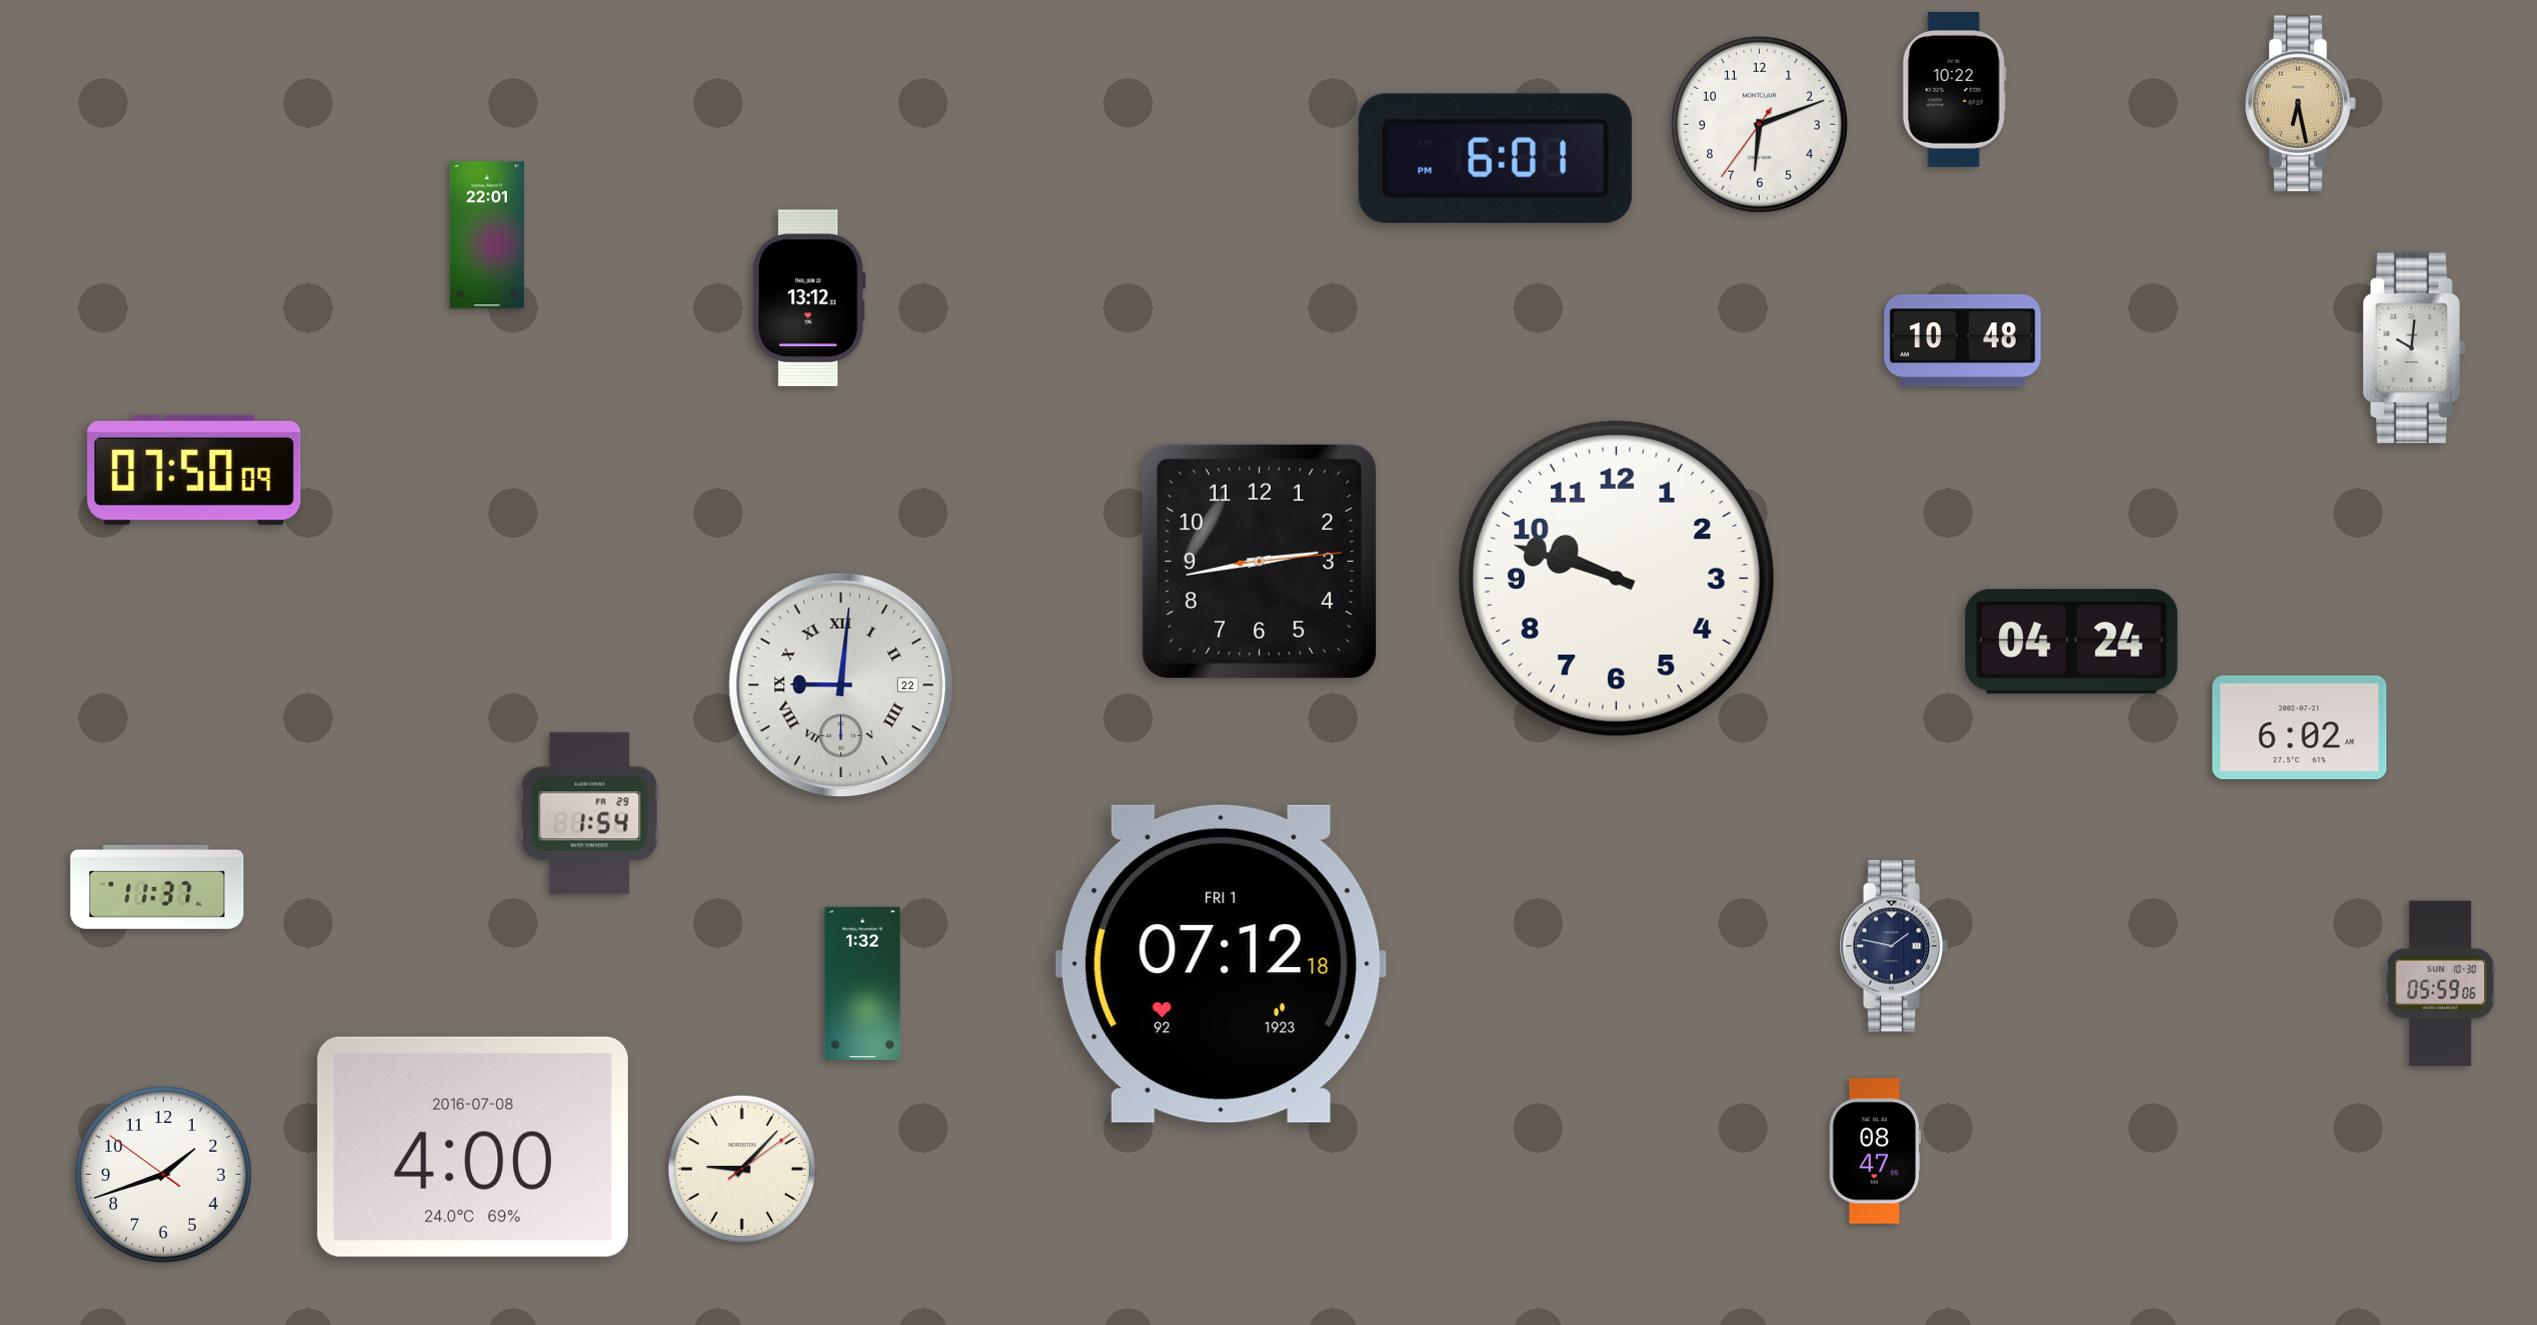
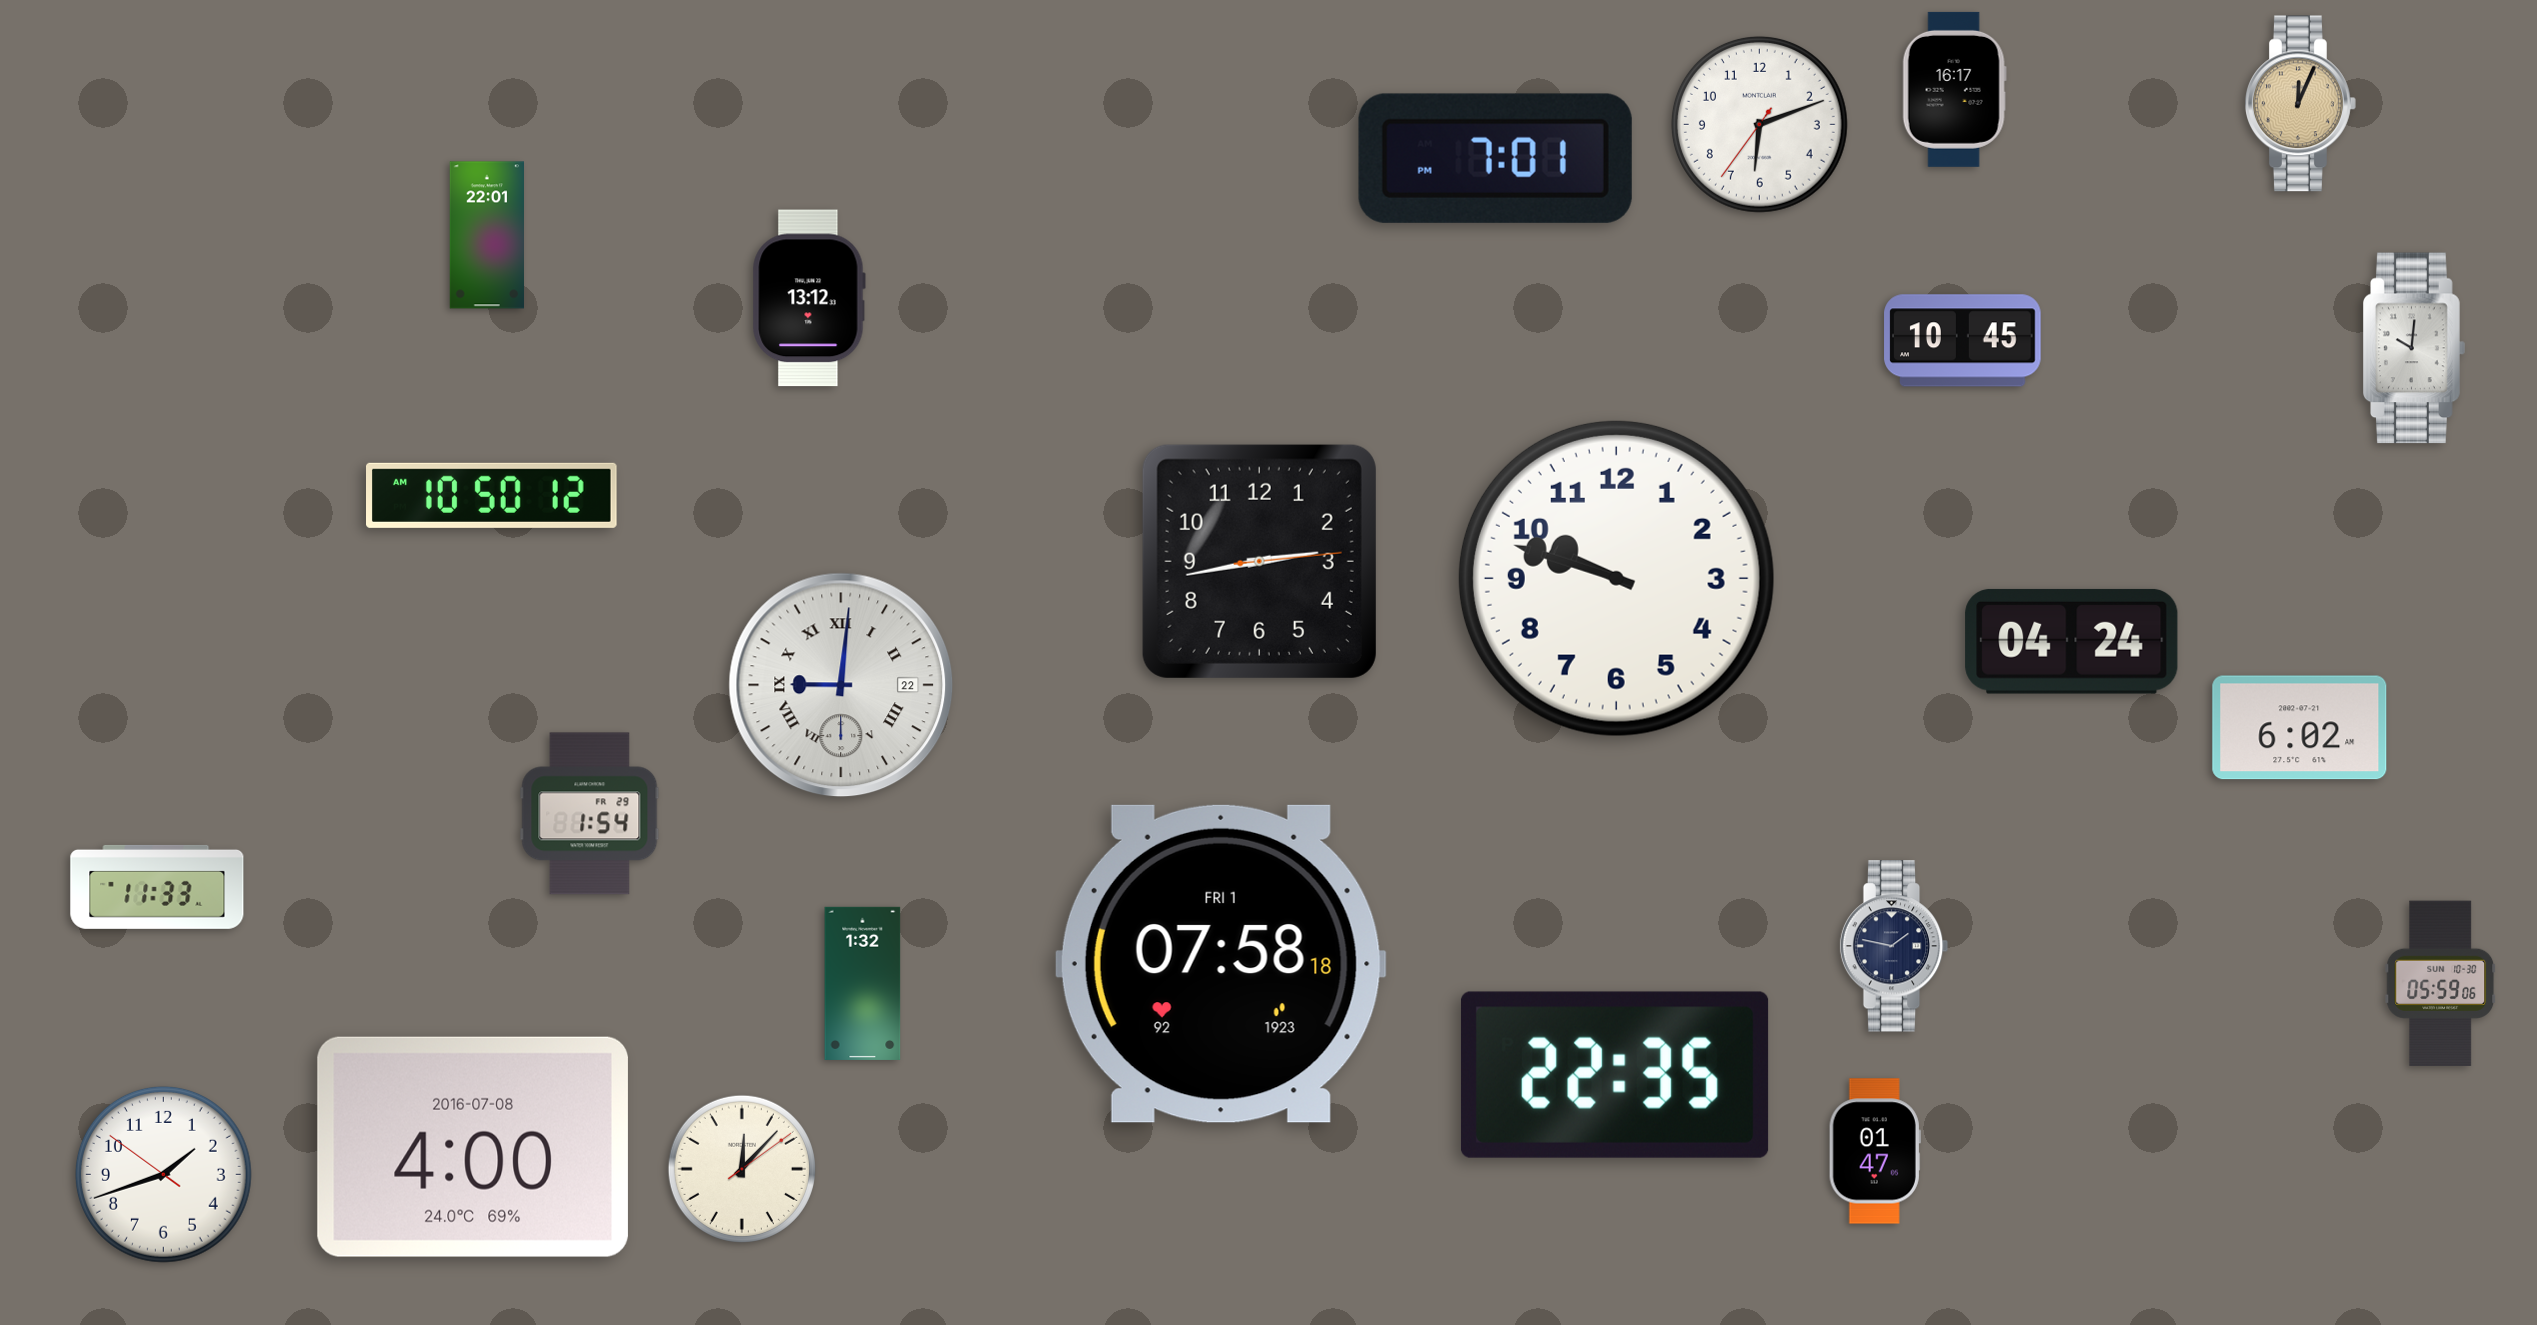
clock at (1954, 89): 10:22 -> 16:17
clock at (2301, 104): 6:28 -> 12:04
clock at (1495, 158): 6:01 -> 7:01
clock at (1963, 341): 10:48 -> 10:45
clock at (194, 470): 07:50 -> none
clock at (492, 495): none -> 10:50
clock at (157, 887): 11:37 -> 11:33
clock at (1221, 964): 07:12 -> 07:58
clock at (1615, 1075): none -> 22:35
clock at (1875, 1151): 08:47 -> 01:47
clock at (742, 1169): 9:07 -> 12:07
